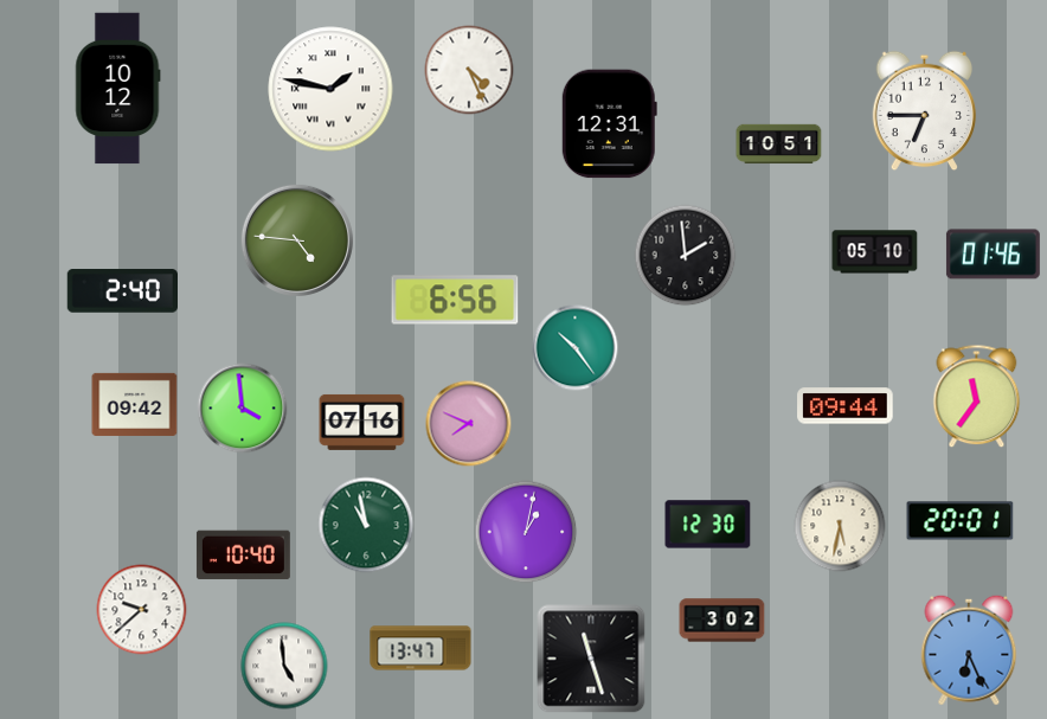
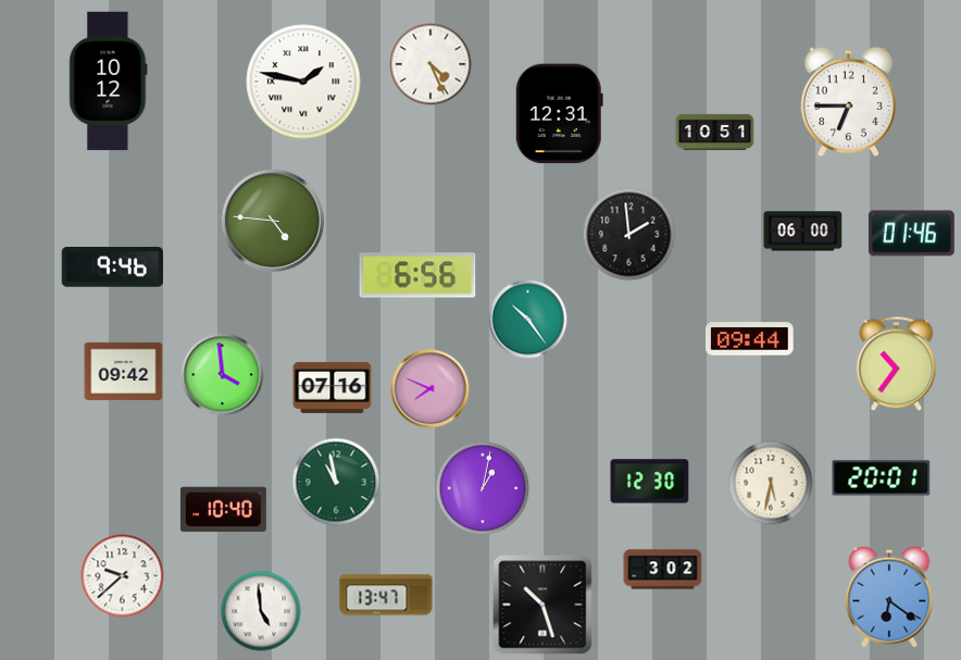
clock at (875, 252): 05:10 -> 06:00
clock at (122, 291): 2:40 -> 9:46
clock at (977, 397): 11:36 -> 10:36
clock at (846, 406) position: (846, 406) -> (750, 339)
clock at (142, 610) position: (142, 610) -> (123, 576)
clock at (969, 650): 6:26 -> 6:21
clock at (591, 659): 11:27 -> 10:27
